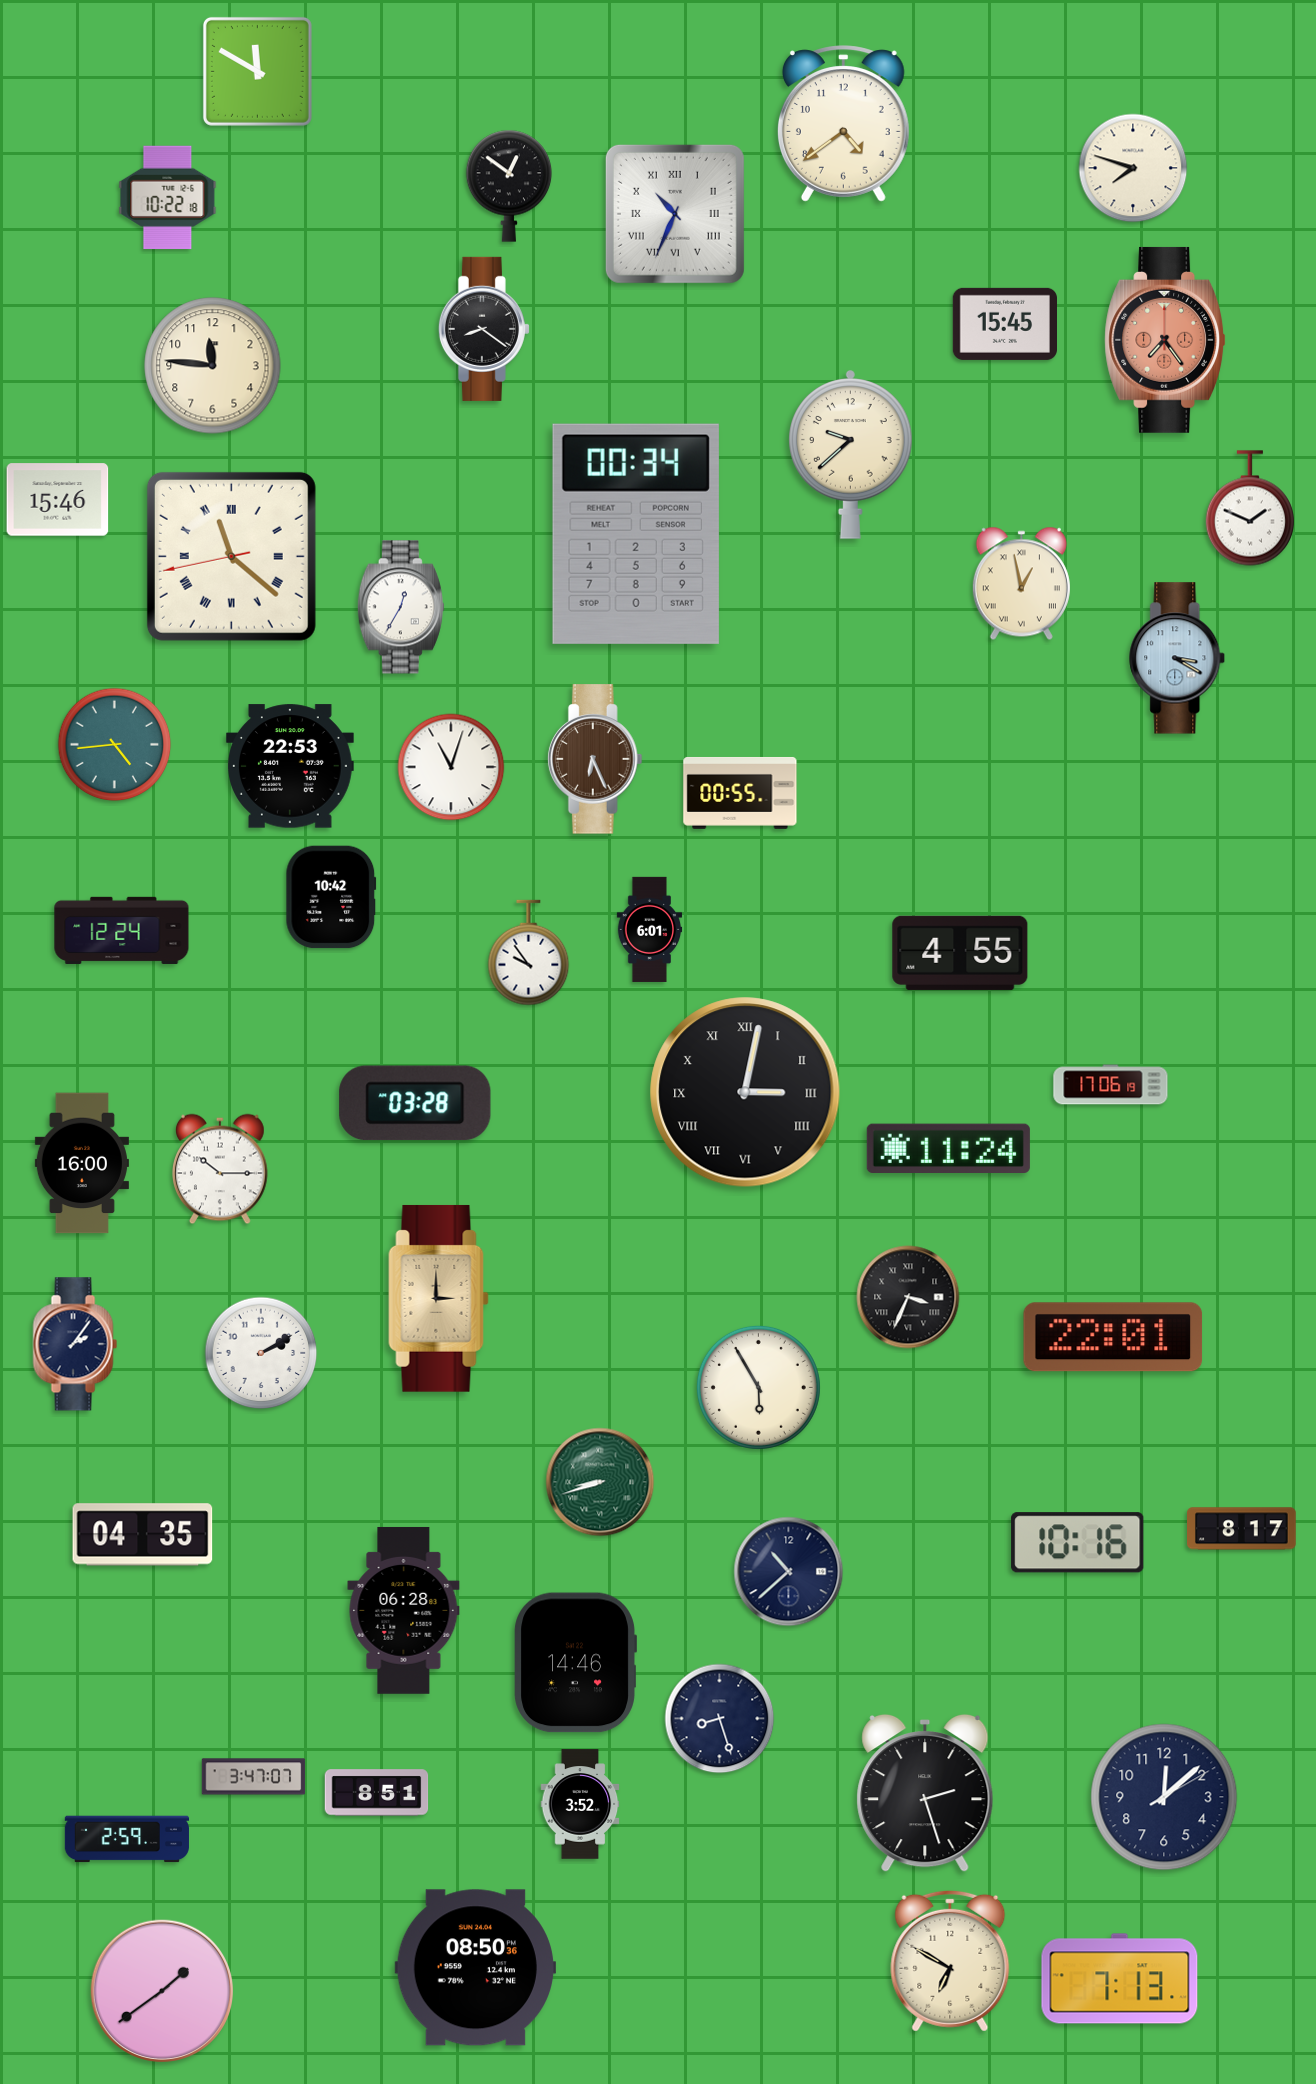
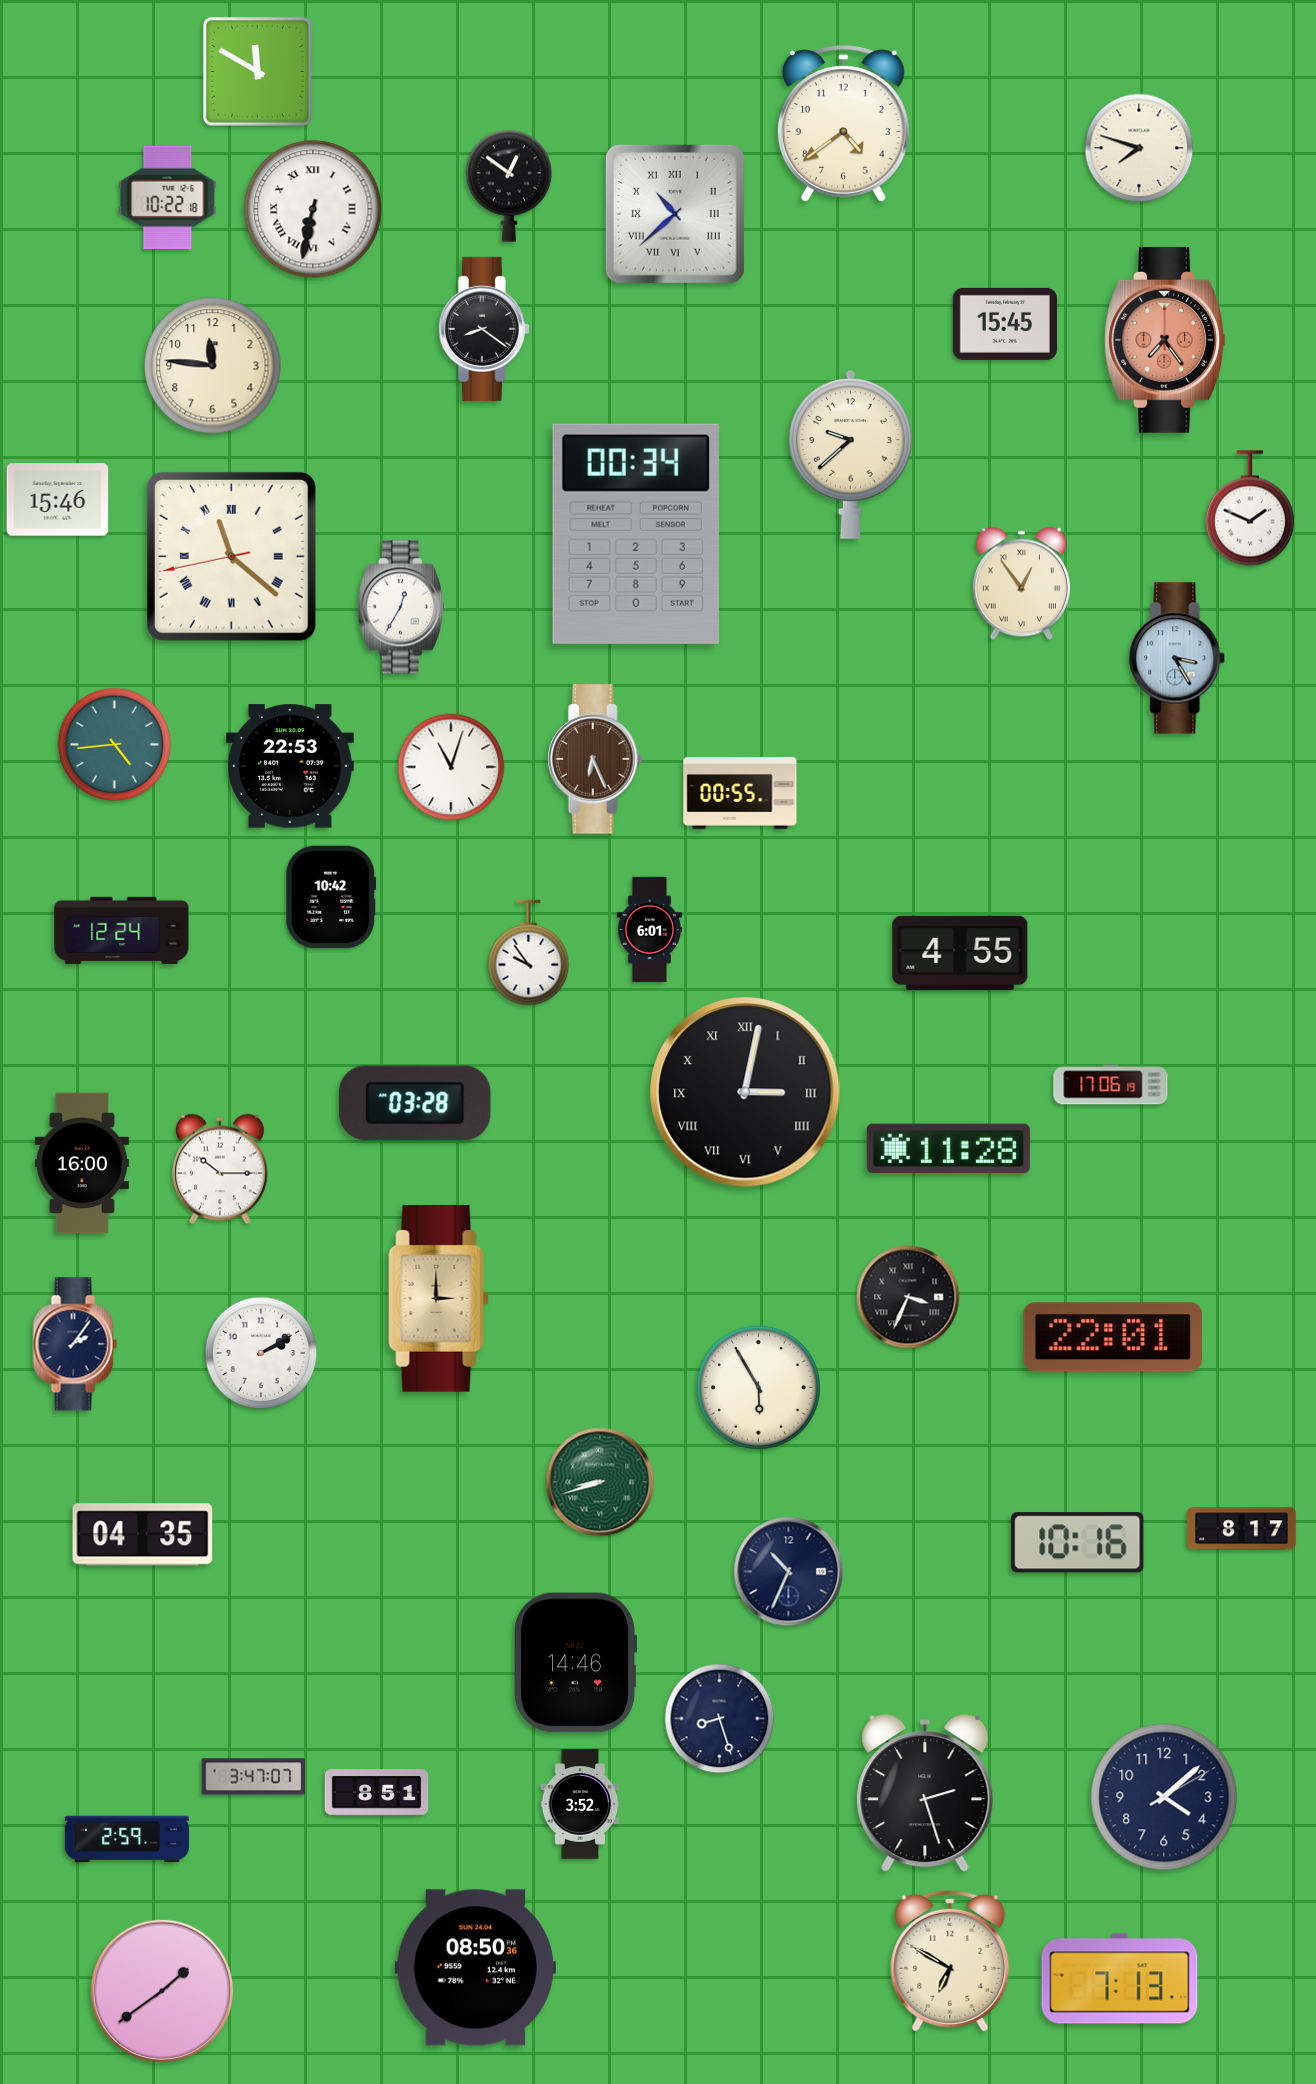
clock at (1133, 168) position: (1133, 168) -> (1139, 148)
clock at (313, 209): none -> 6:32
clock at (675, 214): 10:34 -> 10:38
clock at (1021, 584): 12:58 -> 12:54
clock at (1178, 658): 3:20 -> 3:25
clock at (948, 1148): 11:24 -> 11:28
clock at (789, 1572): 10:38 -> 10:34
clock at (404, 1610): 06:28 -> none
clock at (1164, 1797): 12:08 -> 4:08
